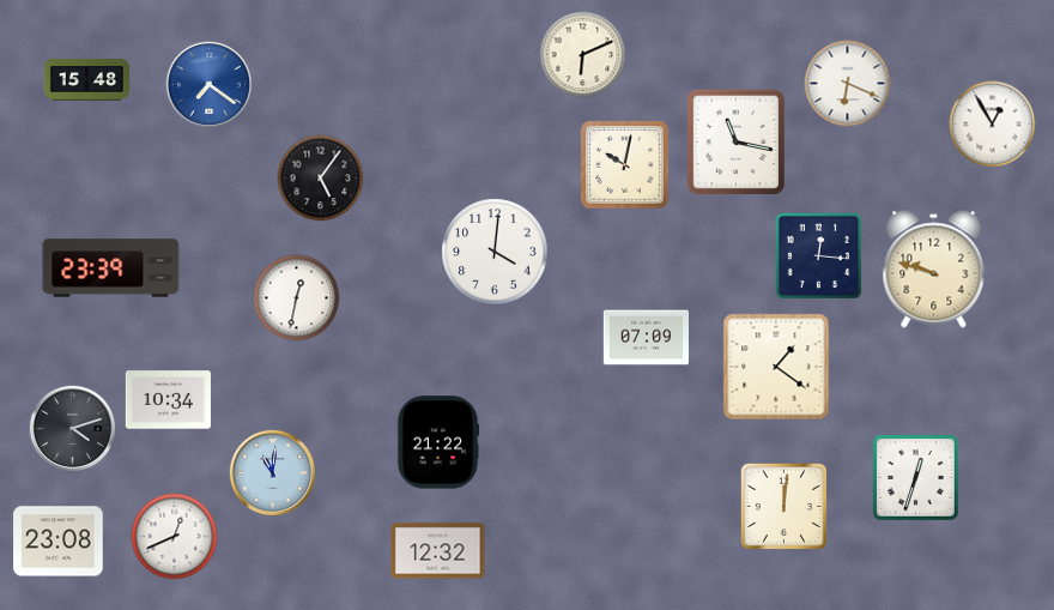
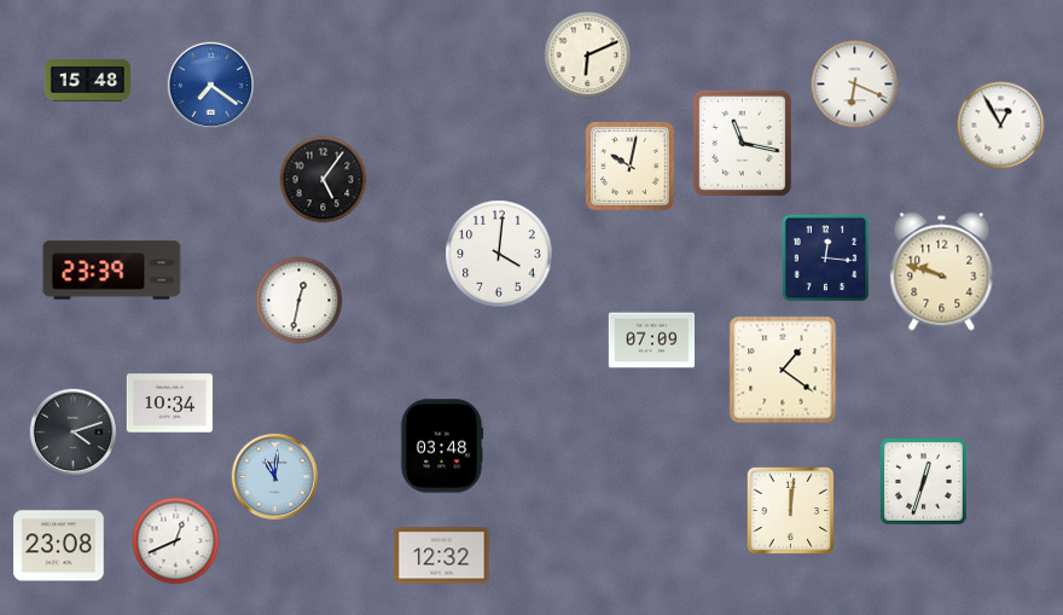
clock at (438, 442): 21:22 -> 03:48
